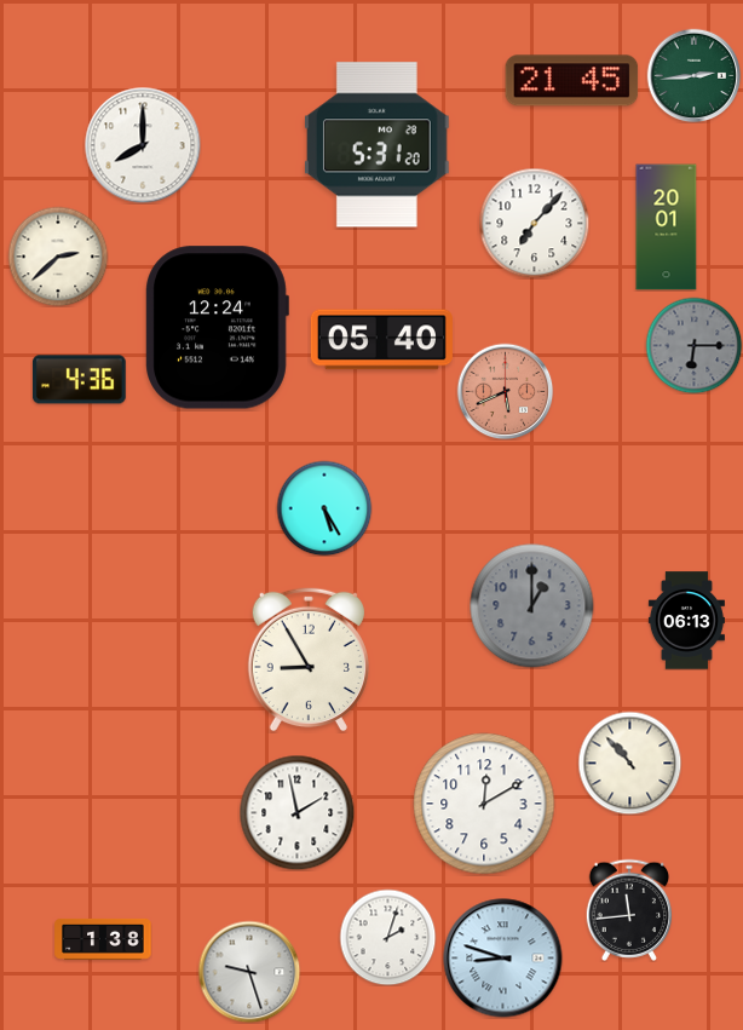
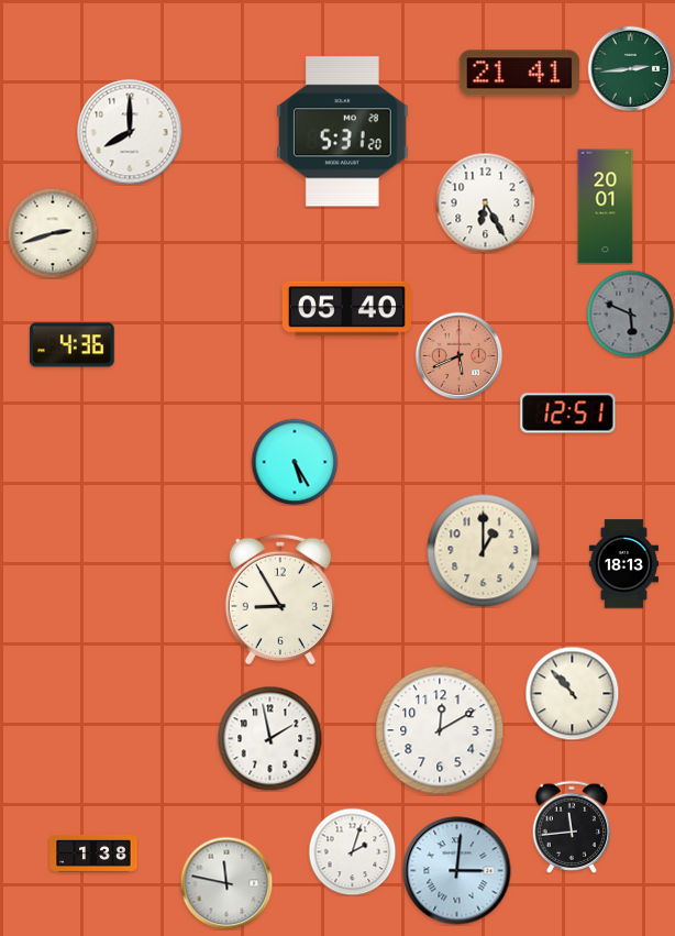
clock at (572, 81): 21:45 -> 21:41
clock at (534, 223): 7:07 -> 6:25
clock at (58, 257): 2:38 -> 2:42
clock at (217, 328): 12:24 -> none
clock at (693, 345): 6:15 -> 5:49
clock at (568, 414): none -> 12:51
clock at (532, 606) dial: grey -> cream
clock at (686, 621): 06:13 -> 18:13
clock at (503, 959): 8:48 -> 3:01
clock at (249, 972): 9:27 -> 11:47
